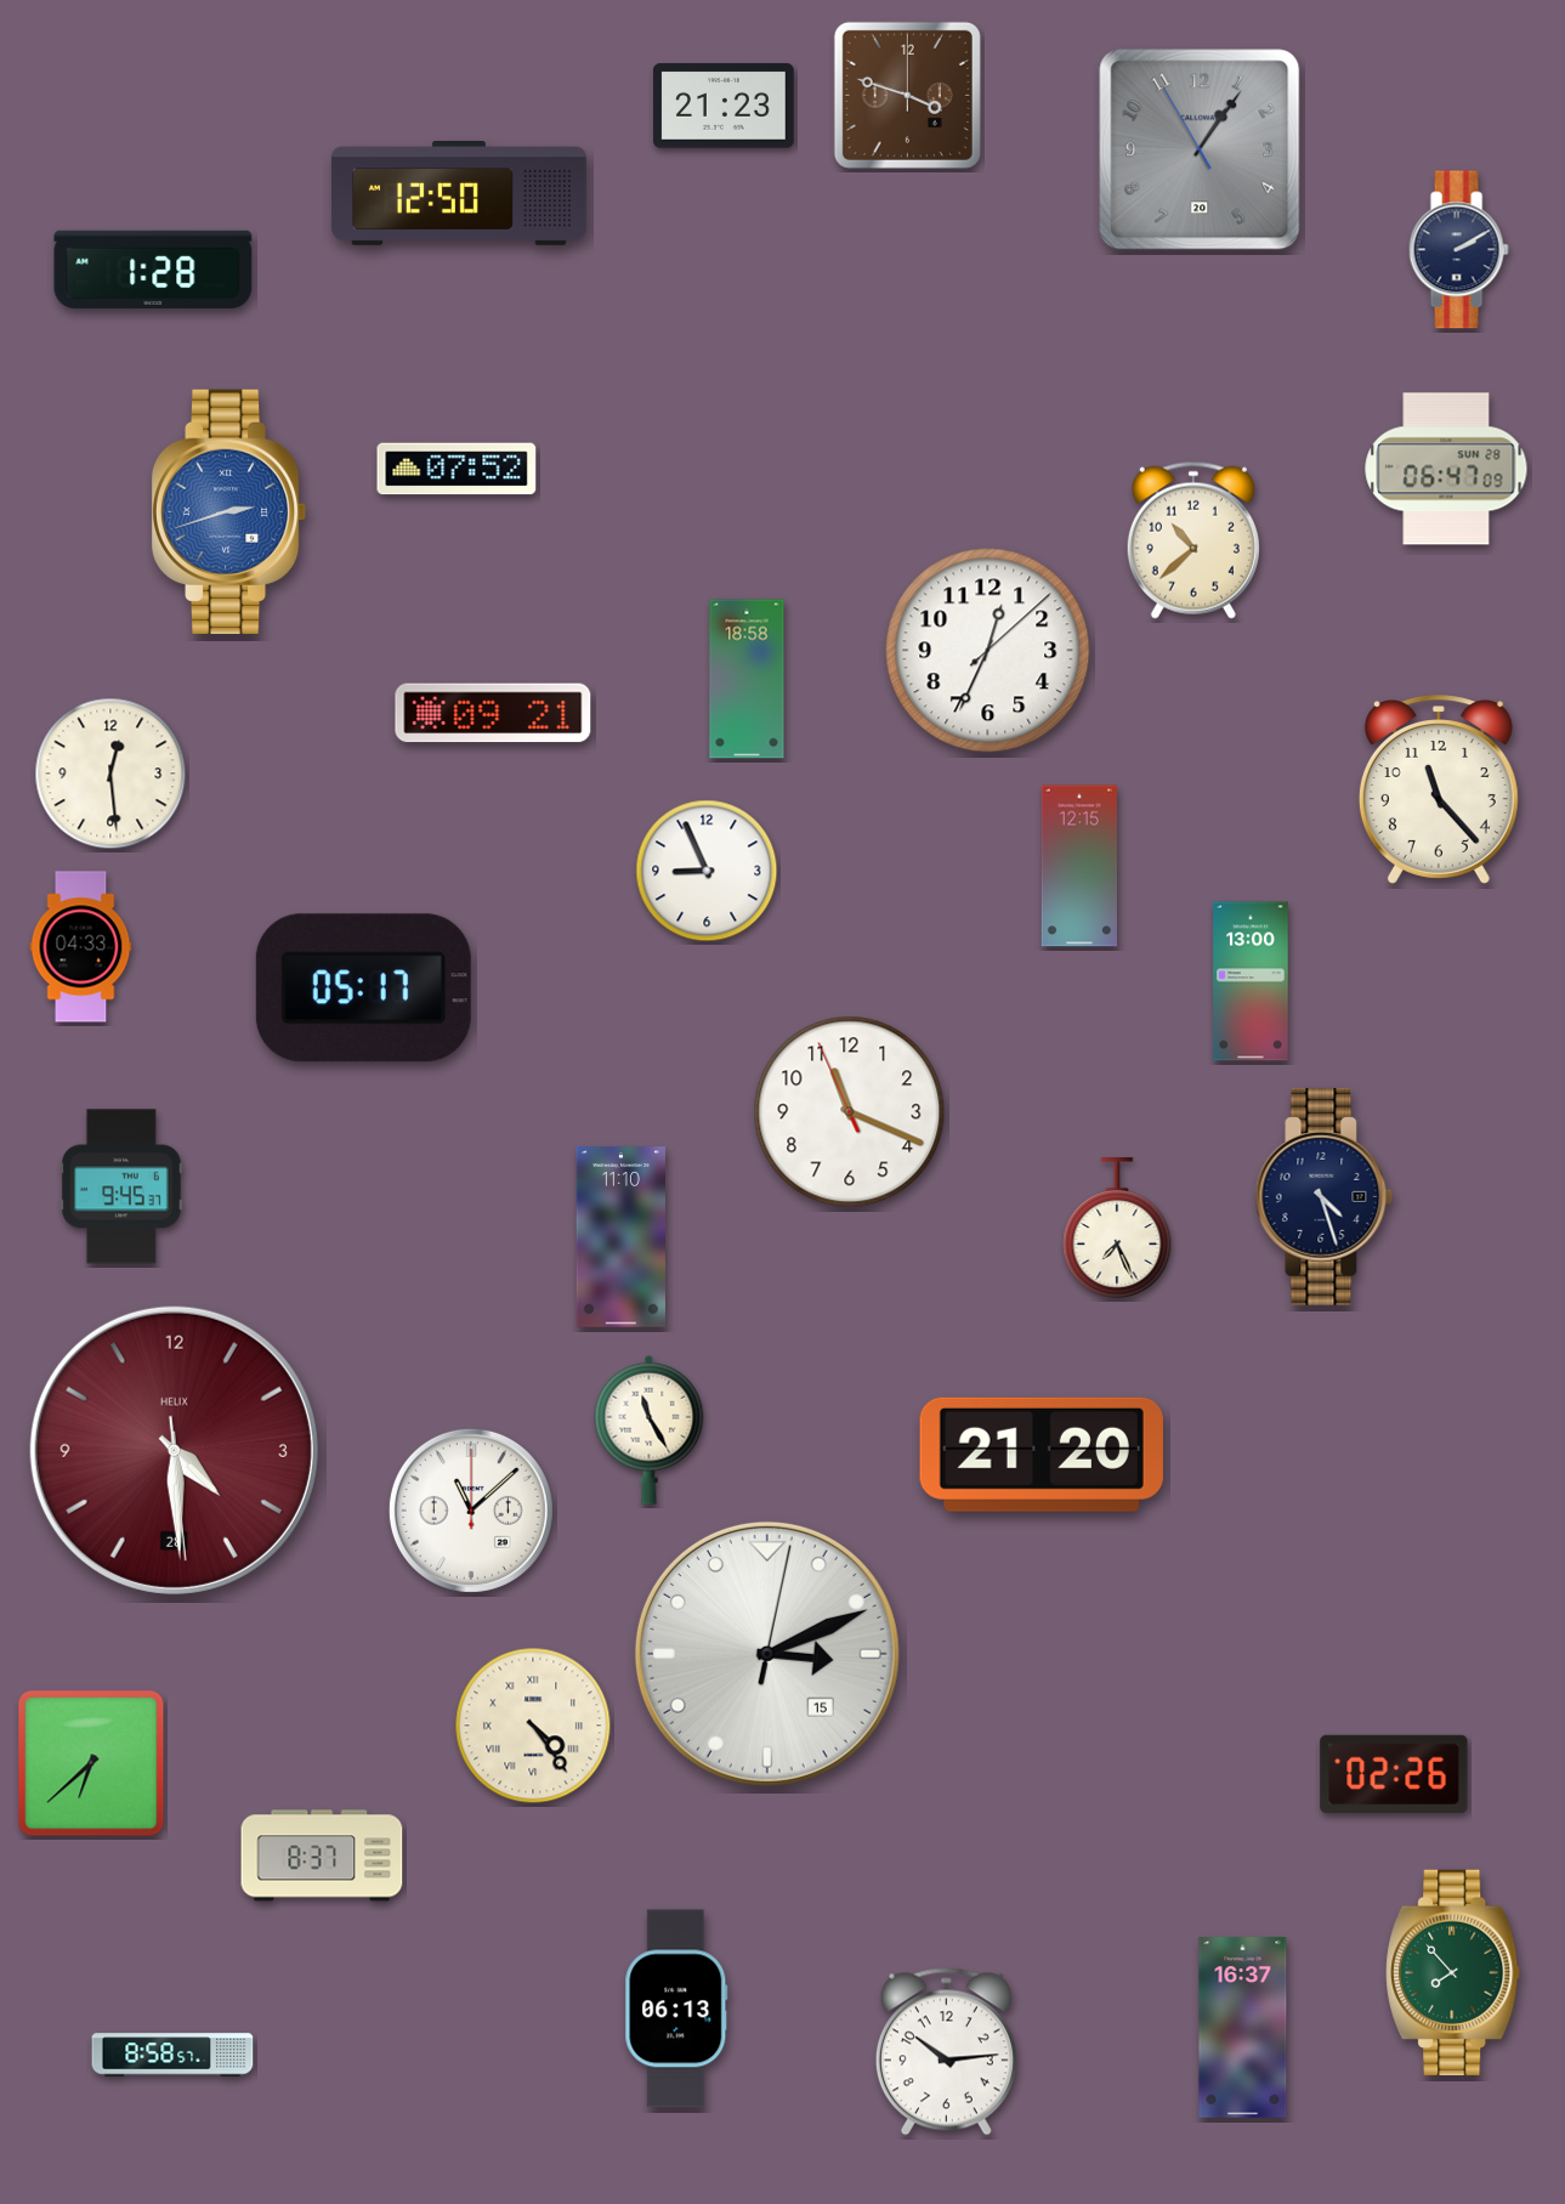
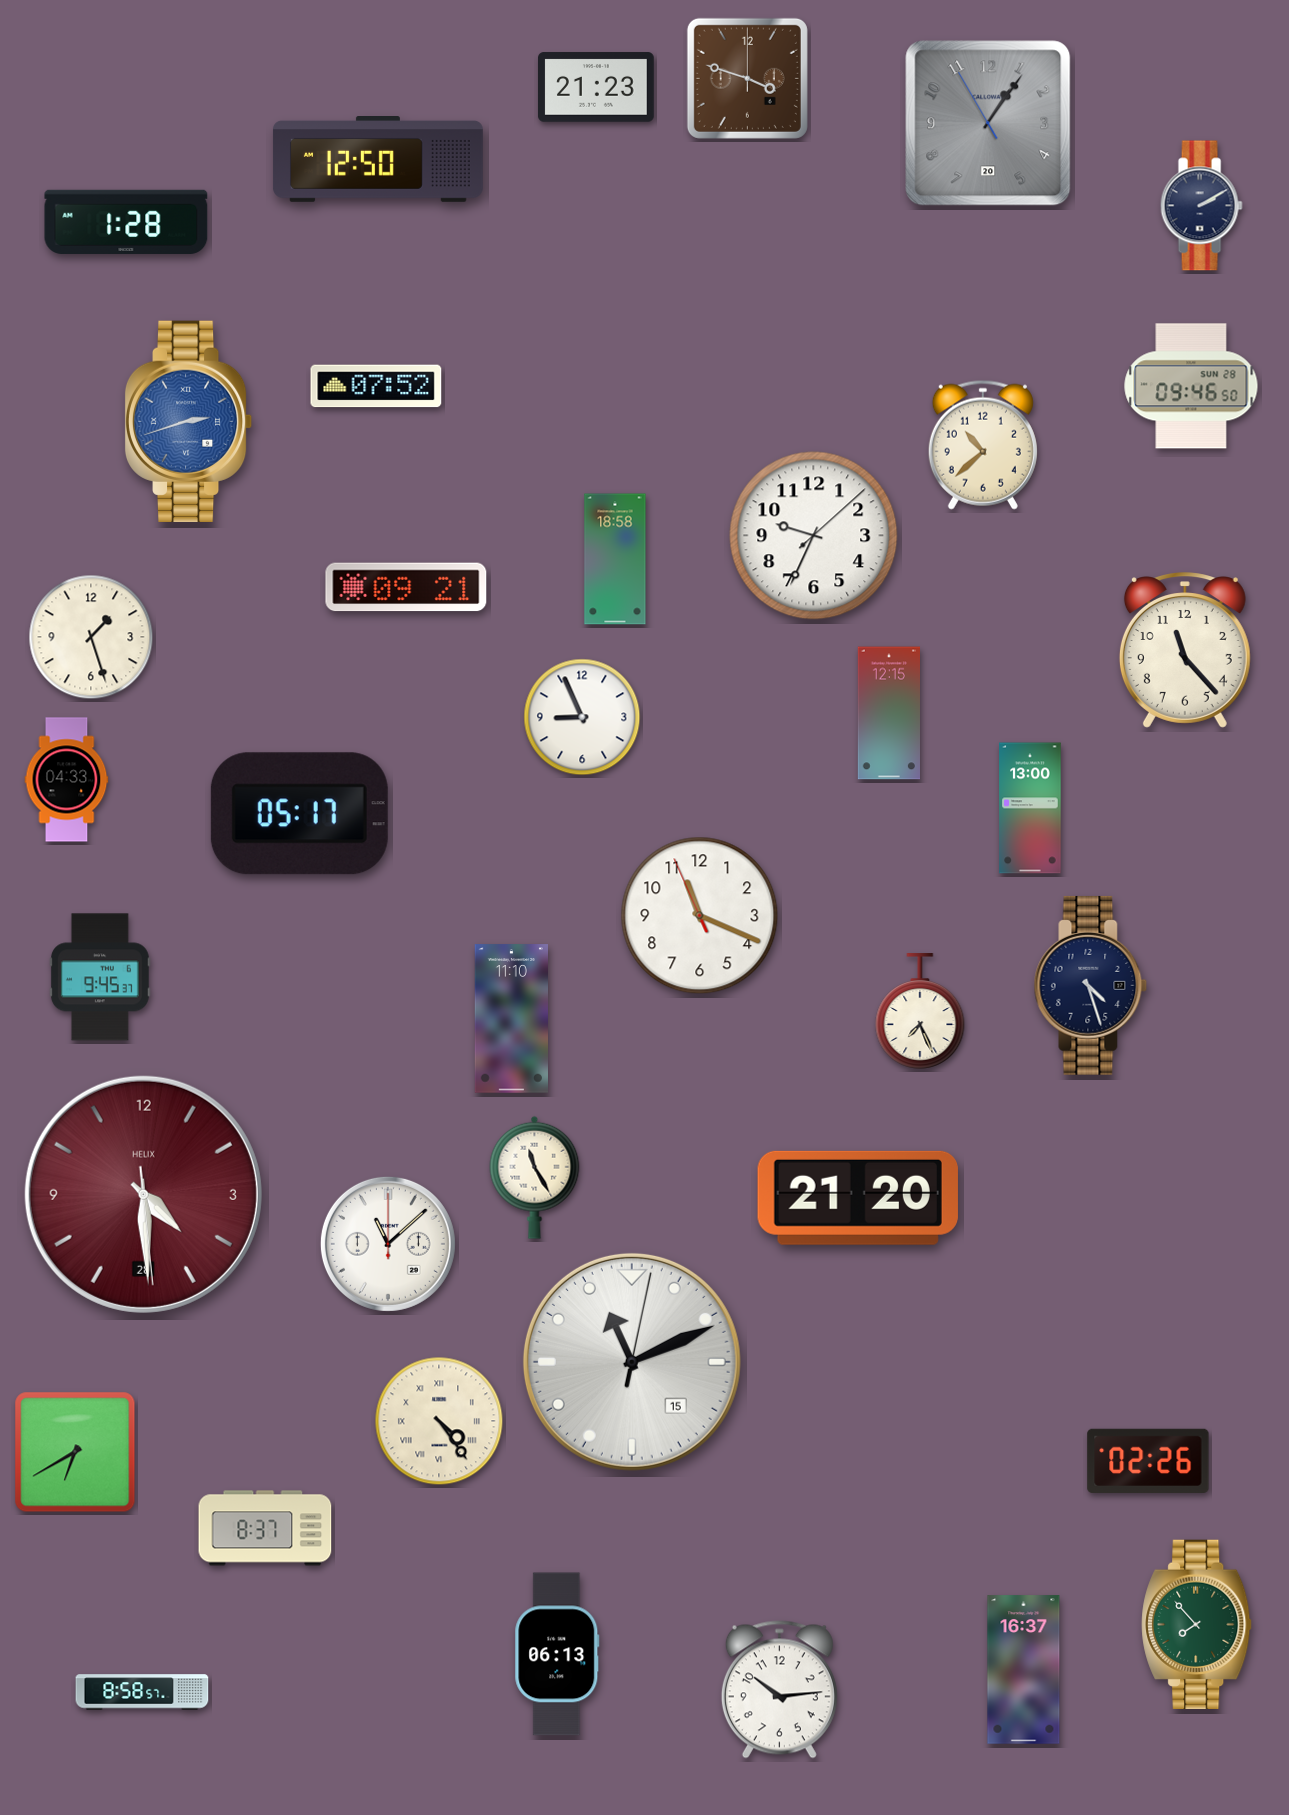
clock at (1446, 469): 06:47 -> 09:46
clock at (988, 651): 12:34 -> 9:34
clock at (110, 774): 12:29 -> 1:27
clock at (767, 1654): 3:11 -> 11:11
clock at (91, 1763): 6:38 -> 6:40
